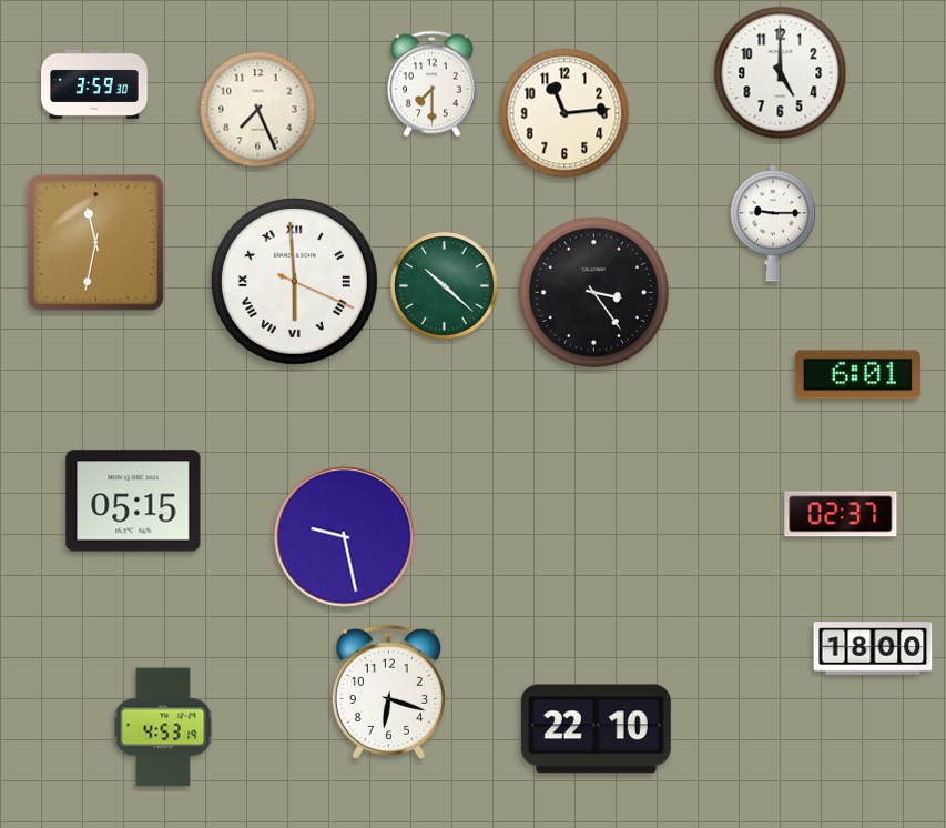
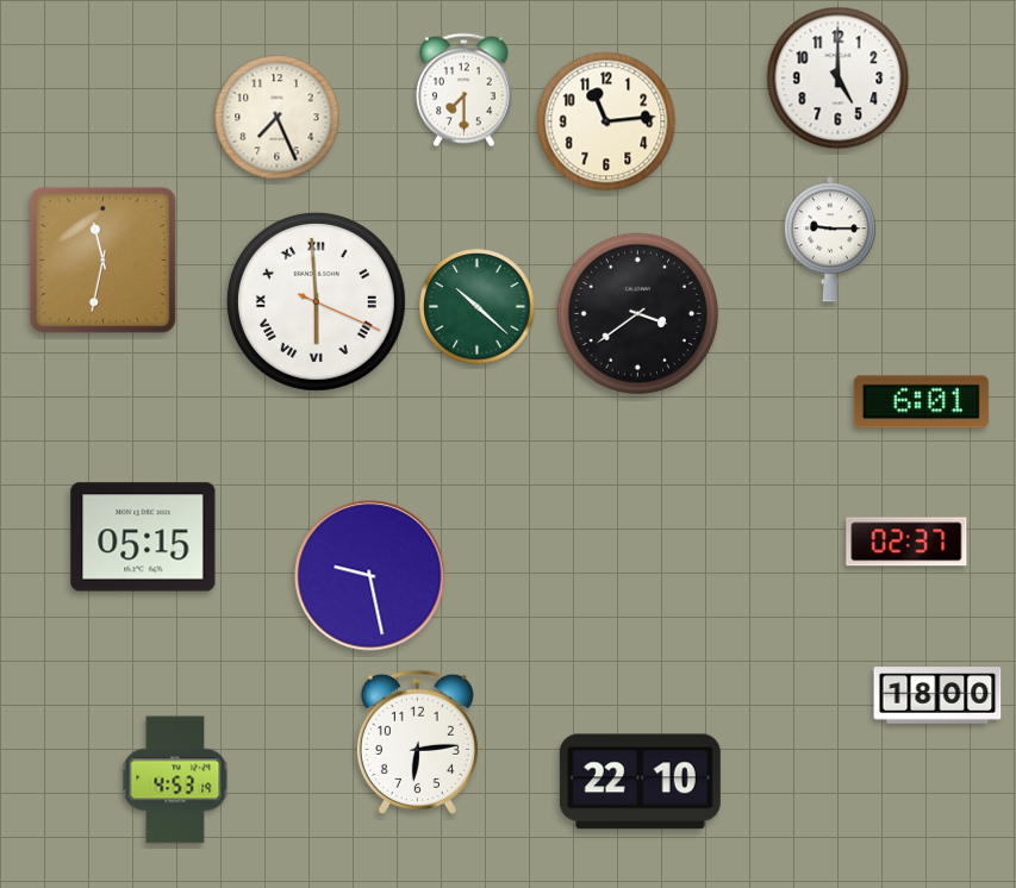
clock at (94, 84): 3:59 -> none
clock at (593, 292): 3:24 -> 3:39
clock at (841, 514) position: (841, 514) -> (906, 542)
clock at (388, 691): 6:18 -> 6:14
